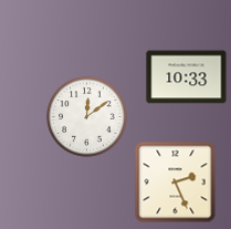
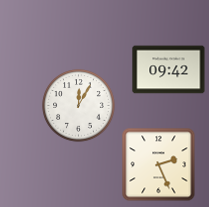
clock at (187, 77): 10:33 -> 09:42
clock at (87, 117): 12:09 -> 12:05
